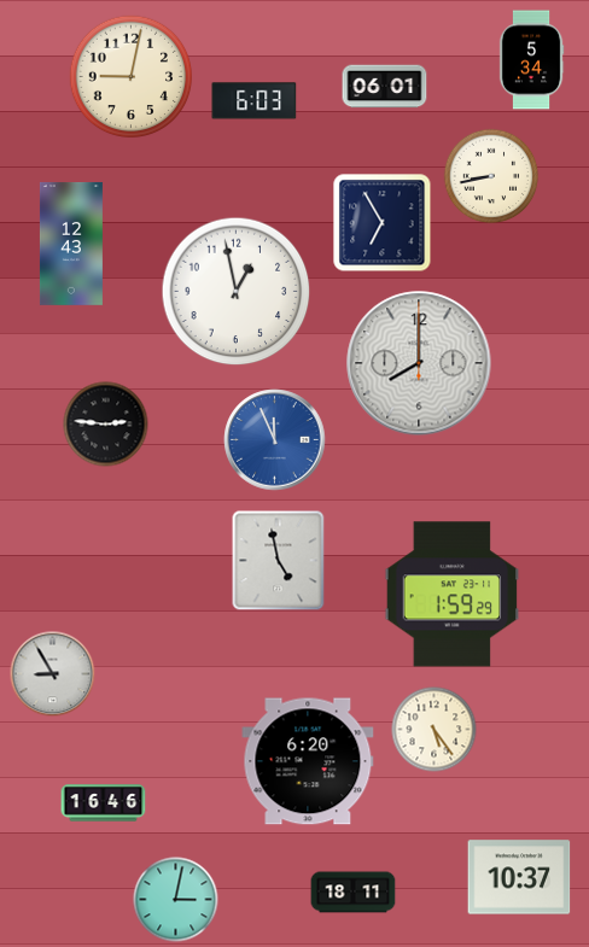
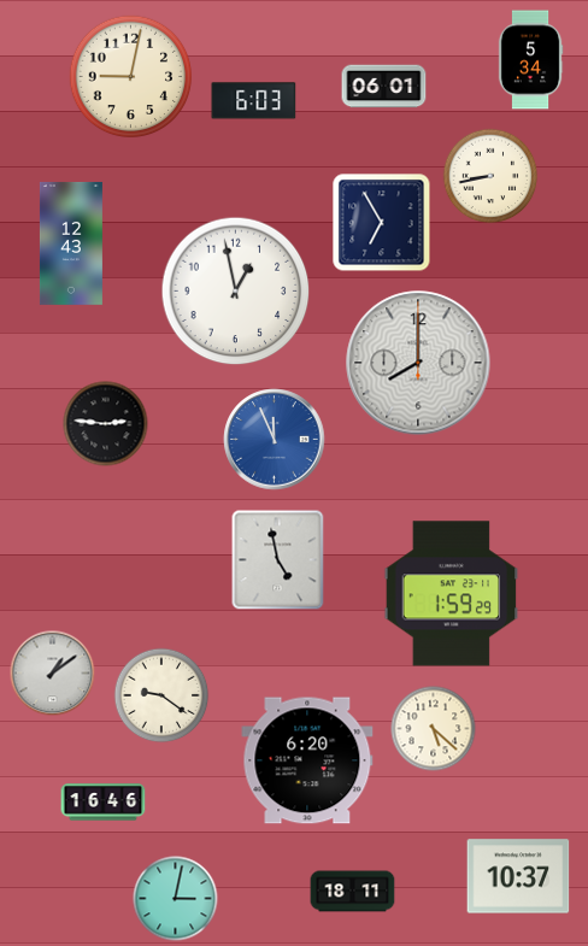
clock at (53, 674): 8:55 -> 1:09
clock at (161, 695): none -> 9:21
clock at (435, 730): 5:24 -> 5:22
